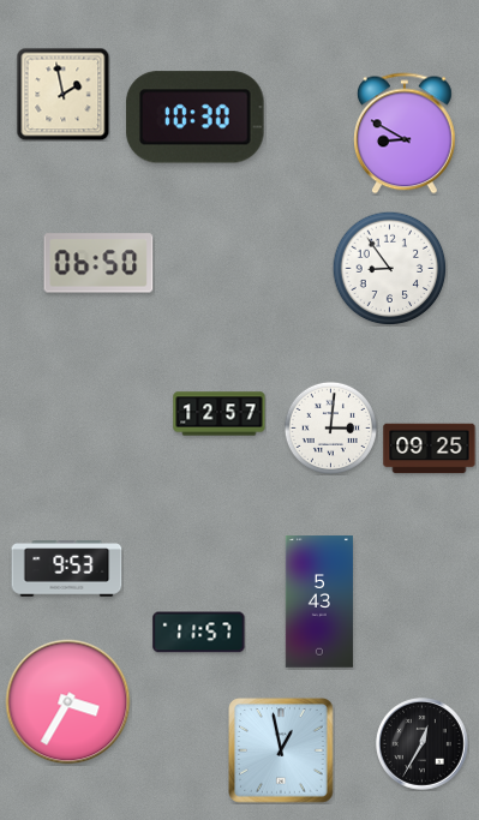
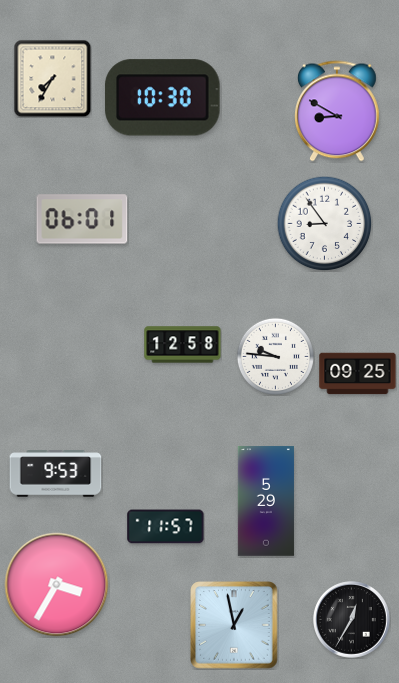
clock at (62, 94): 1:58 -> 7:35
clock at (98, 263): 06:50 -> 06:01
clock at (220, 414): 12:57 -> 12:58
clock at (330, 427): 3:01 -> 9:46
clock at (319, 601): 5:43 -> 5:29
